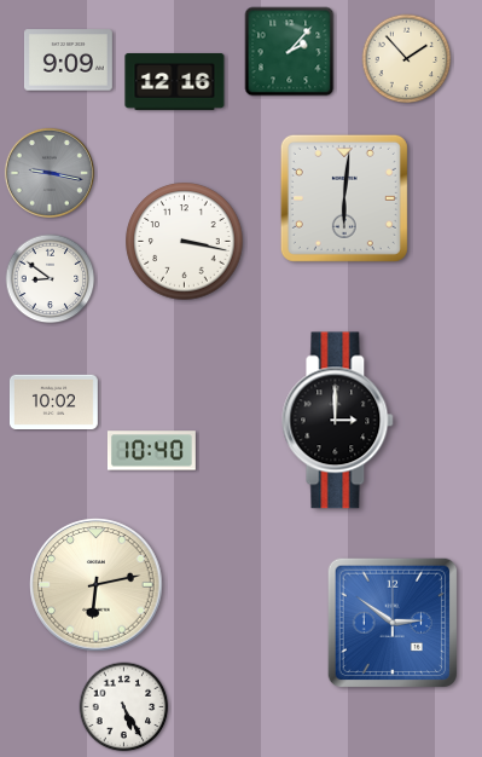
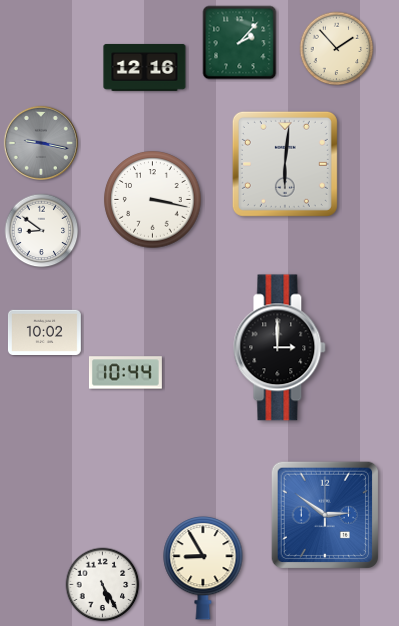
clock at (68, 60): 9:09 -> none
clock at (151, 451): 10:40 -> 10:44
clock at (97, 585): 6:13 -> none
clock at (203, 569): none -> 8:55
